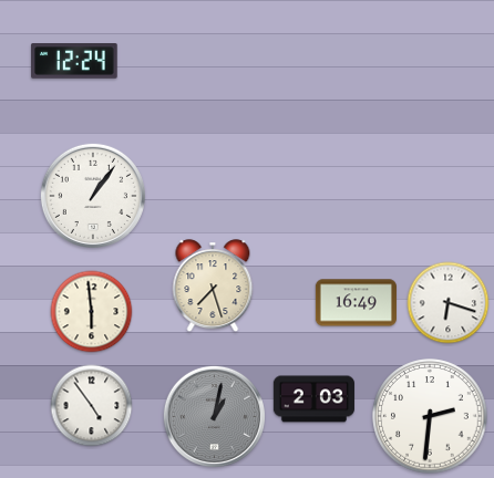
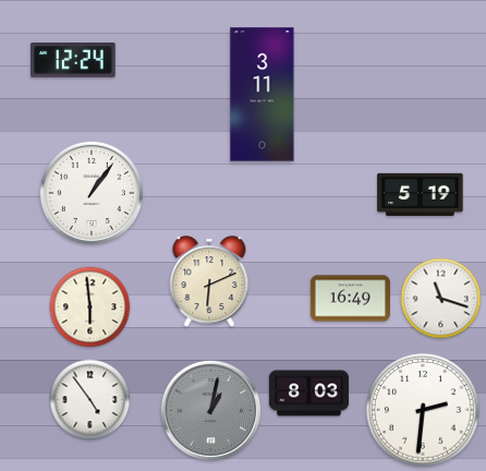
clock at (263, 95): none -> 3:11
clock at (421, 194): none -> 5:19
clock at (213, 287): 7:27 -> 6:11
clock at (449, 303): 6:18 -> 11:18
clock at (313, 399): 2:03 -> 8:03
